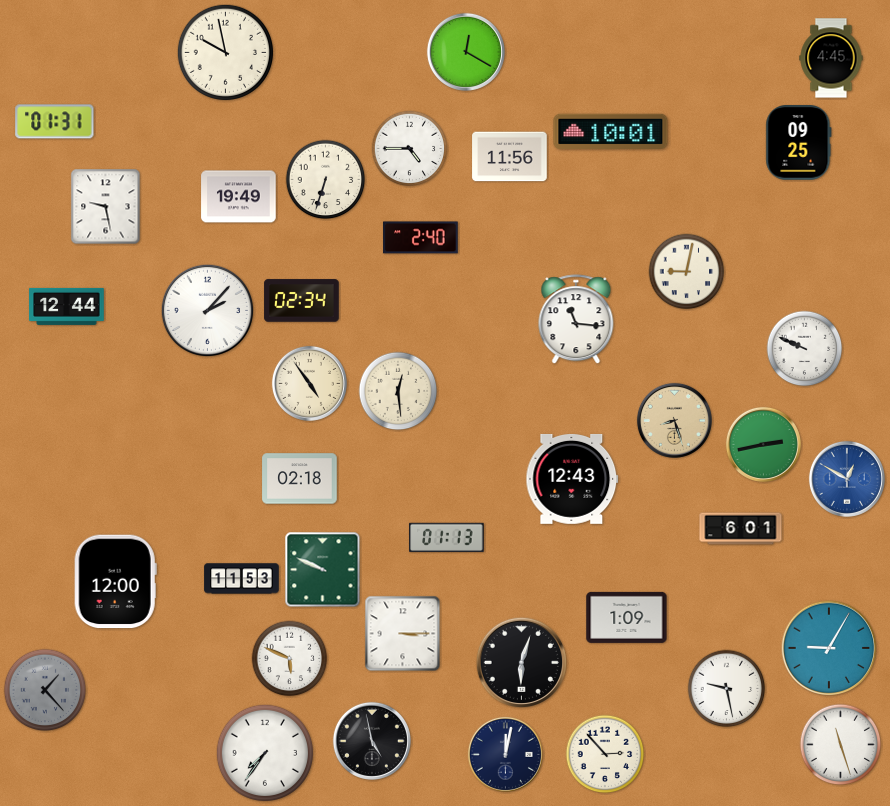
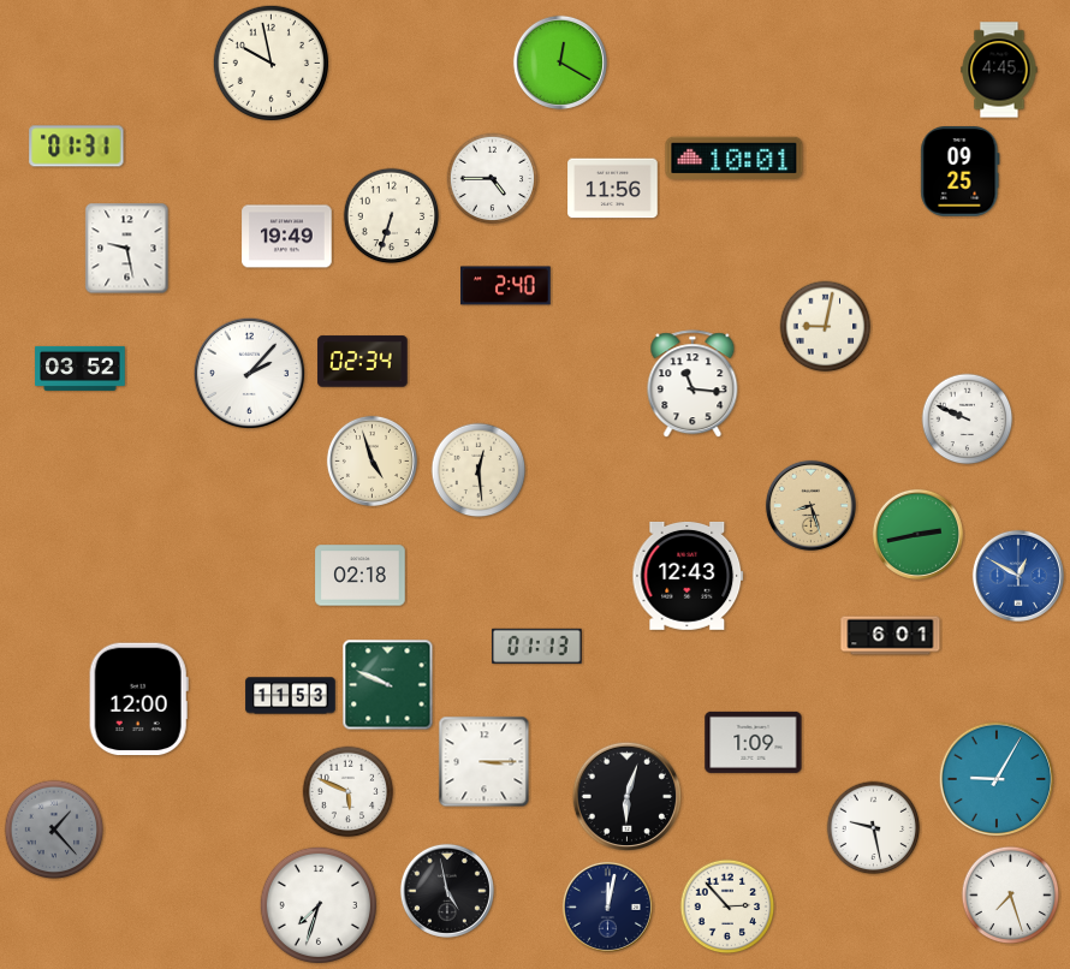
clock at (55, 122) position: (55, 122) -> (77, 147)
clock at (67, 306): 12:44 -> 03:52
clock at (309, 383): 4:54 -> 4:57
clock at (841, 745): 11:27 -> 7:27
clock at (265, 753): 7:36 -> 7:33
